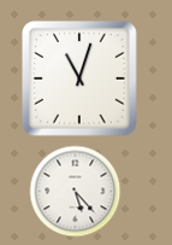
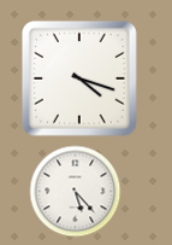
clock at (79, 78): 11:03 -> 4:18
